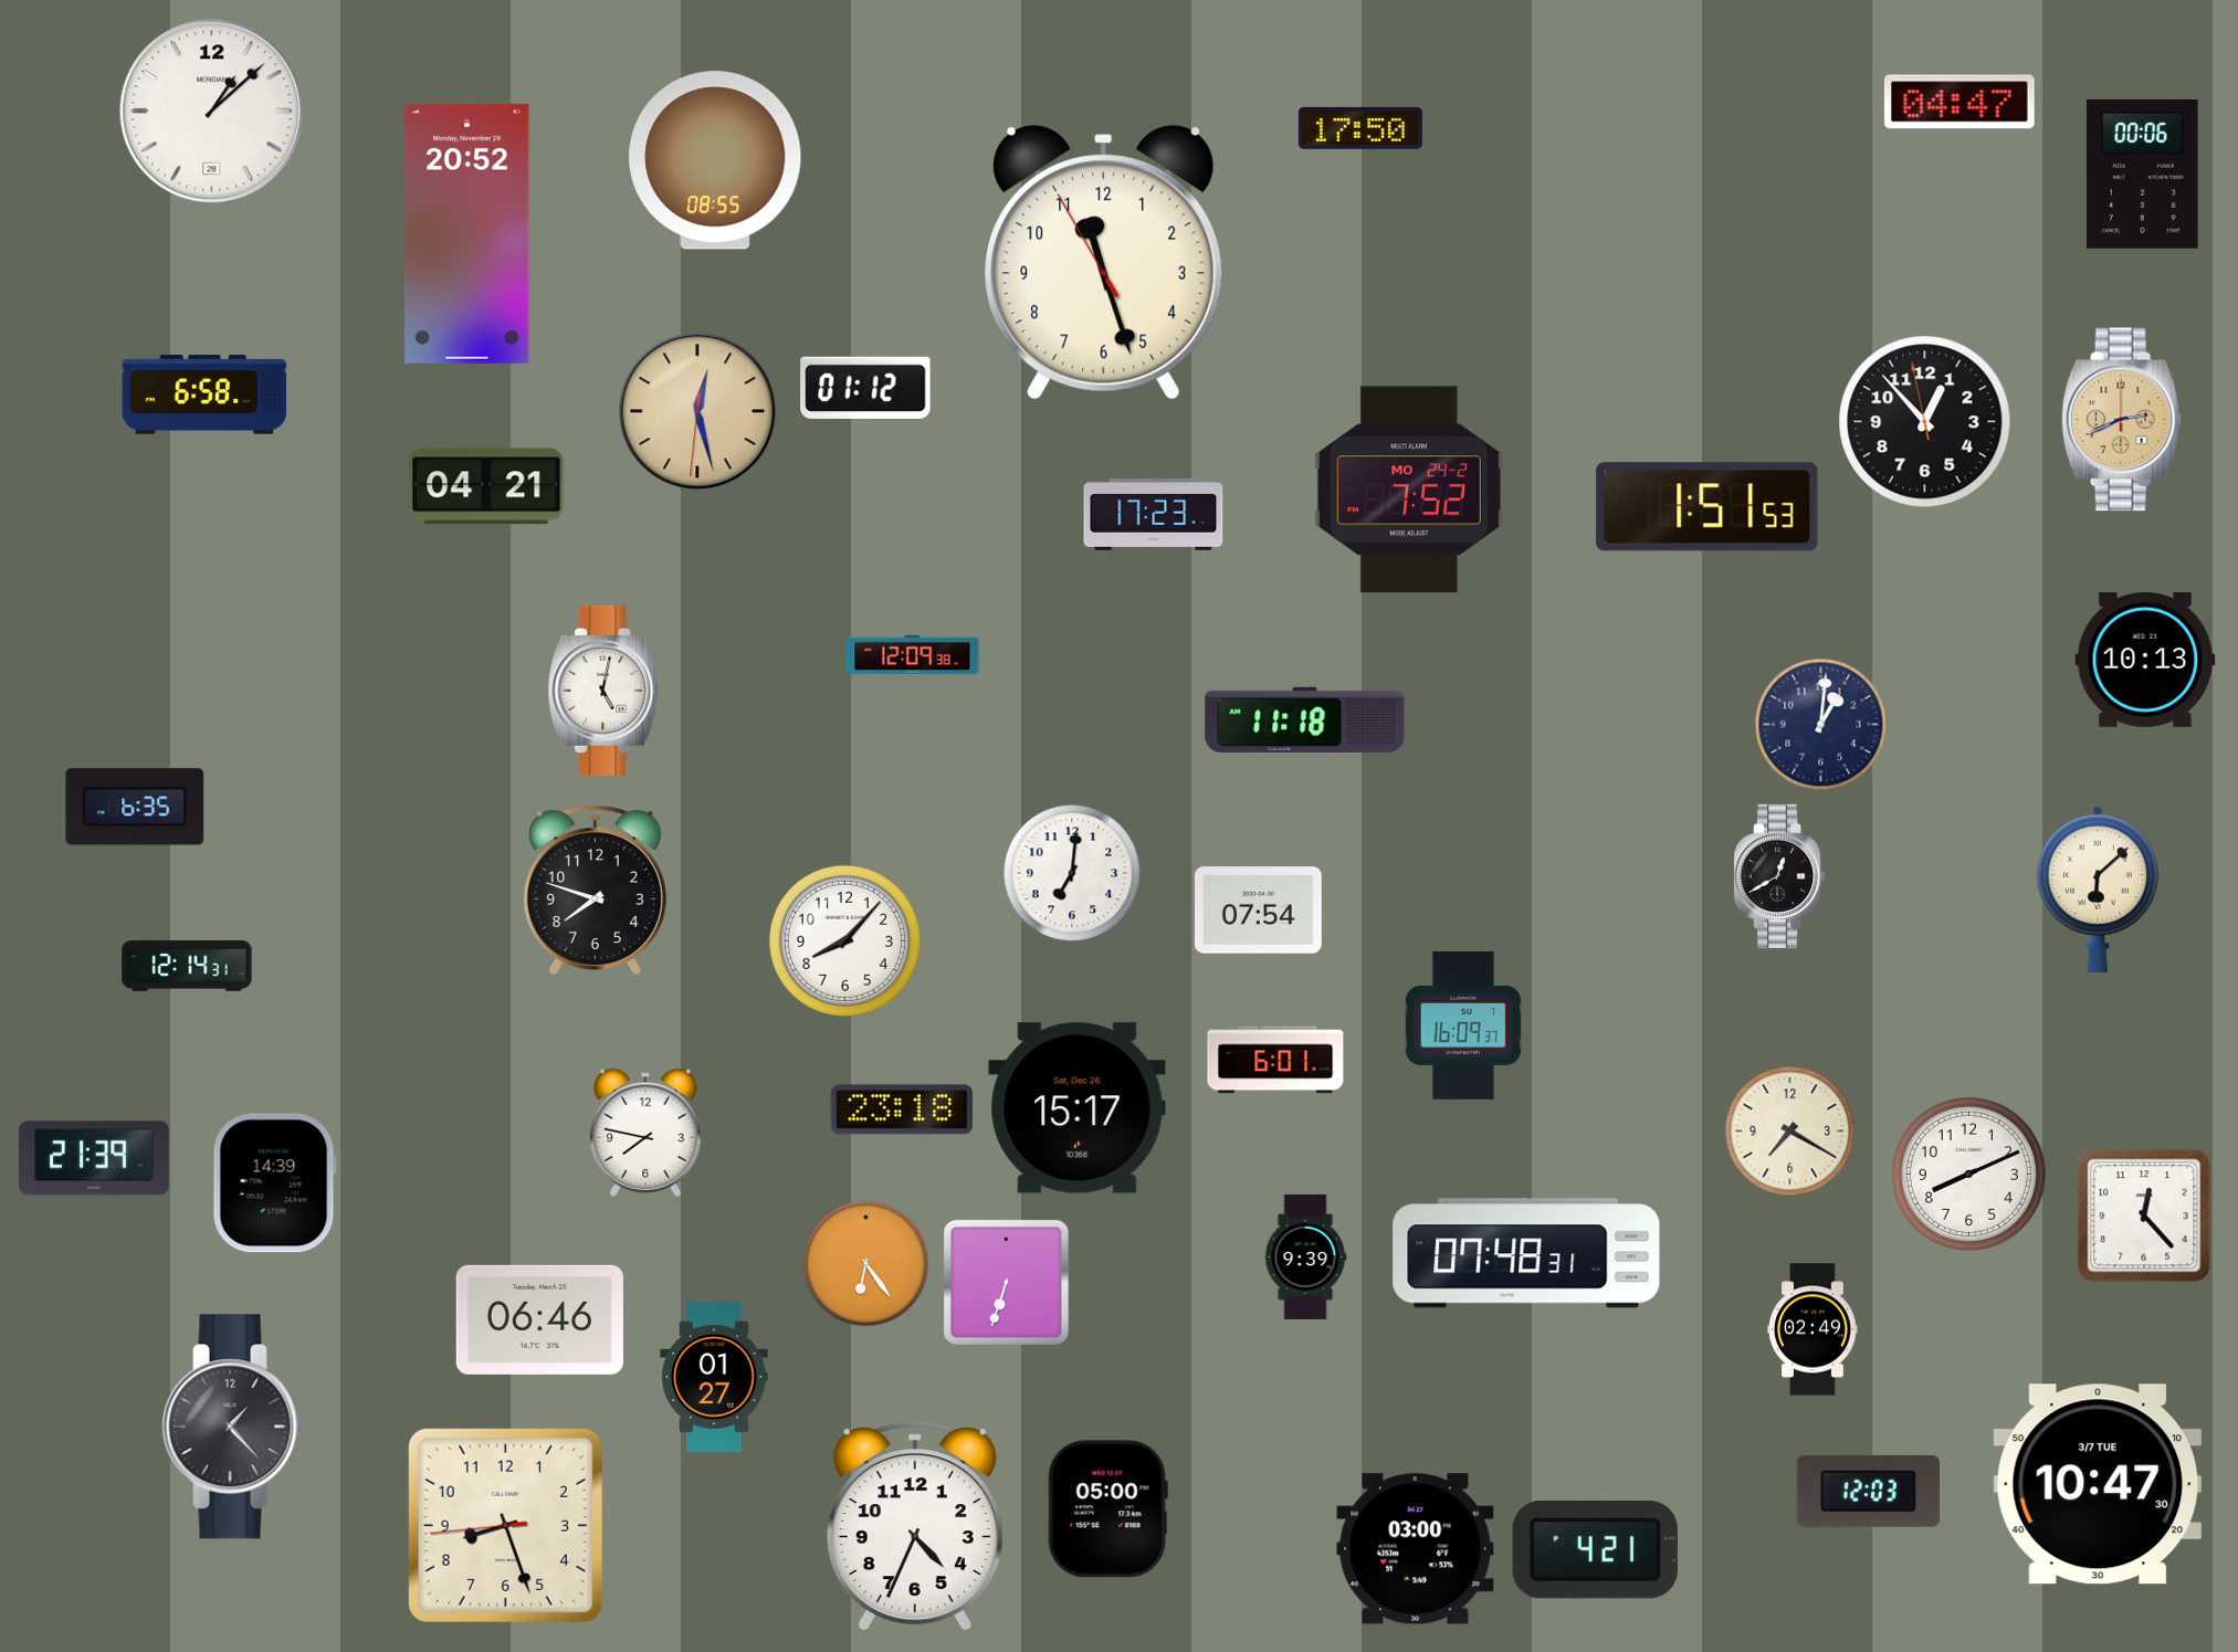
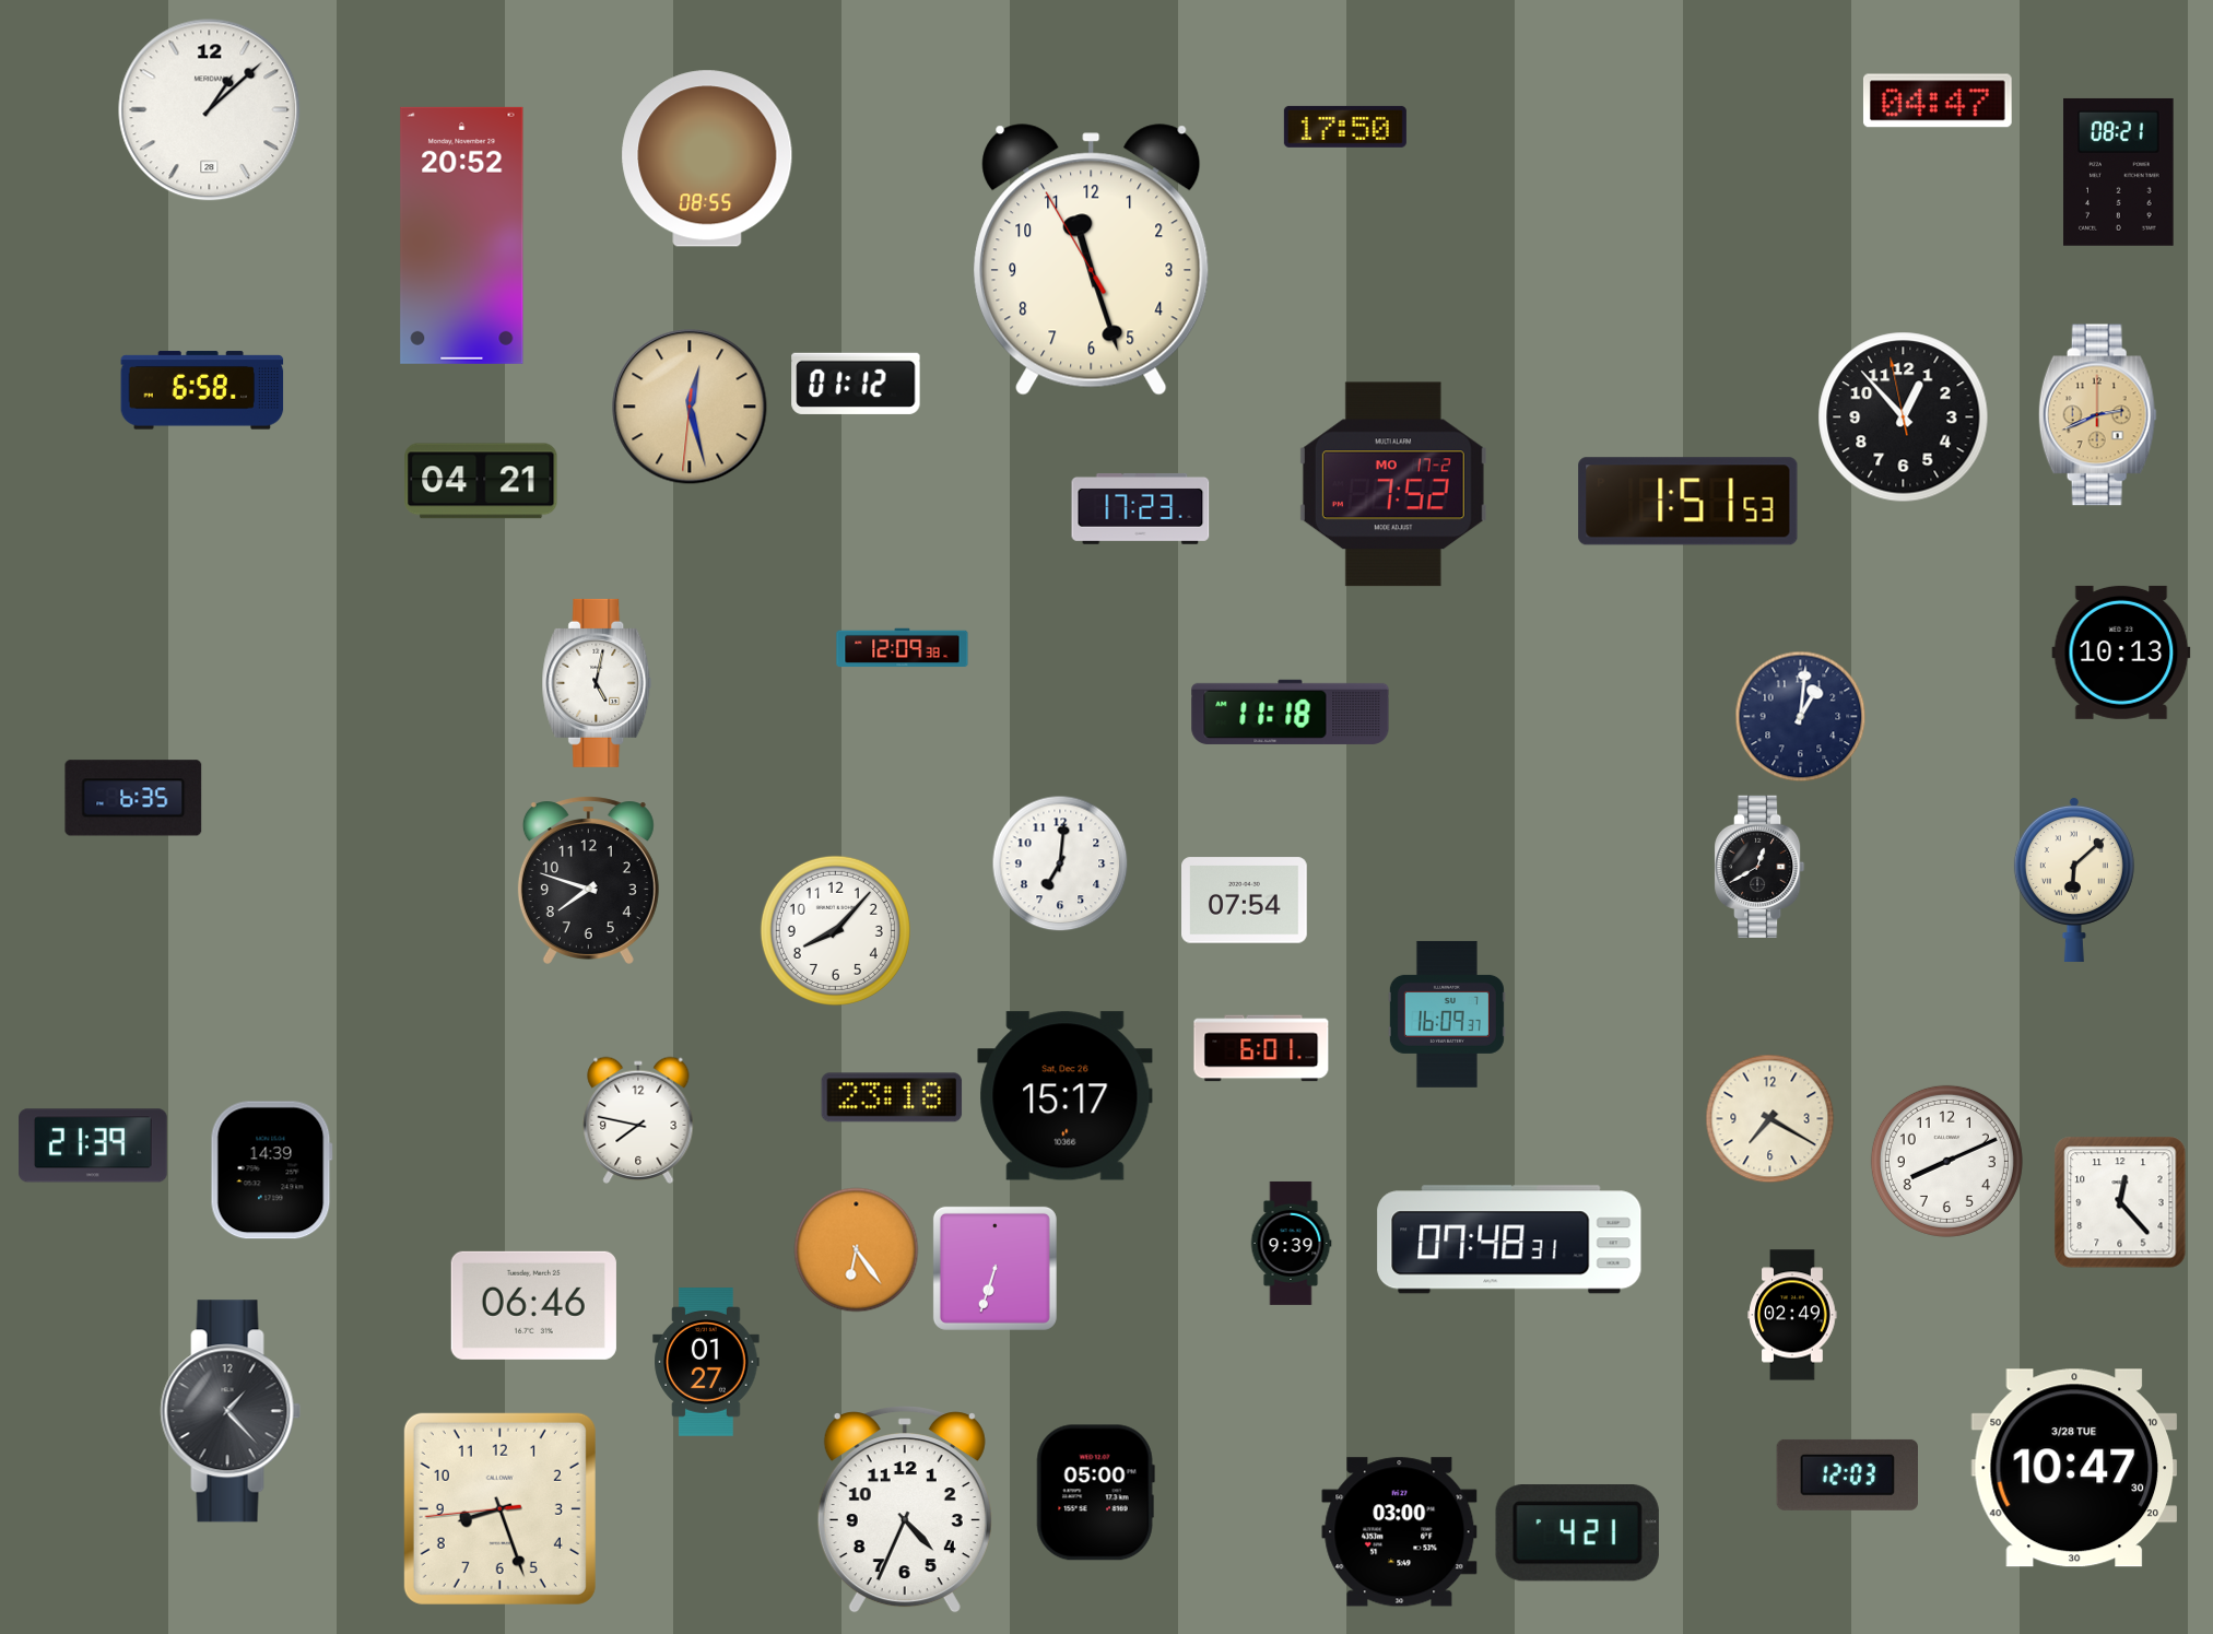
clock at (2143, 173): 00:06 -> 08:21
clock at (467, 233) position: (467, 233) -> (462, 235)
clock at (1409, 490) date: MO 24-2 -> MO 17-2
clock at (187, 966): 12:14 -> none
clock at (2098, 1484) date: 3/7 TUE -> 3/28 TUE
